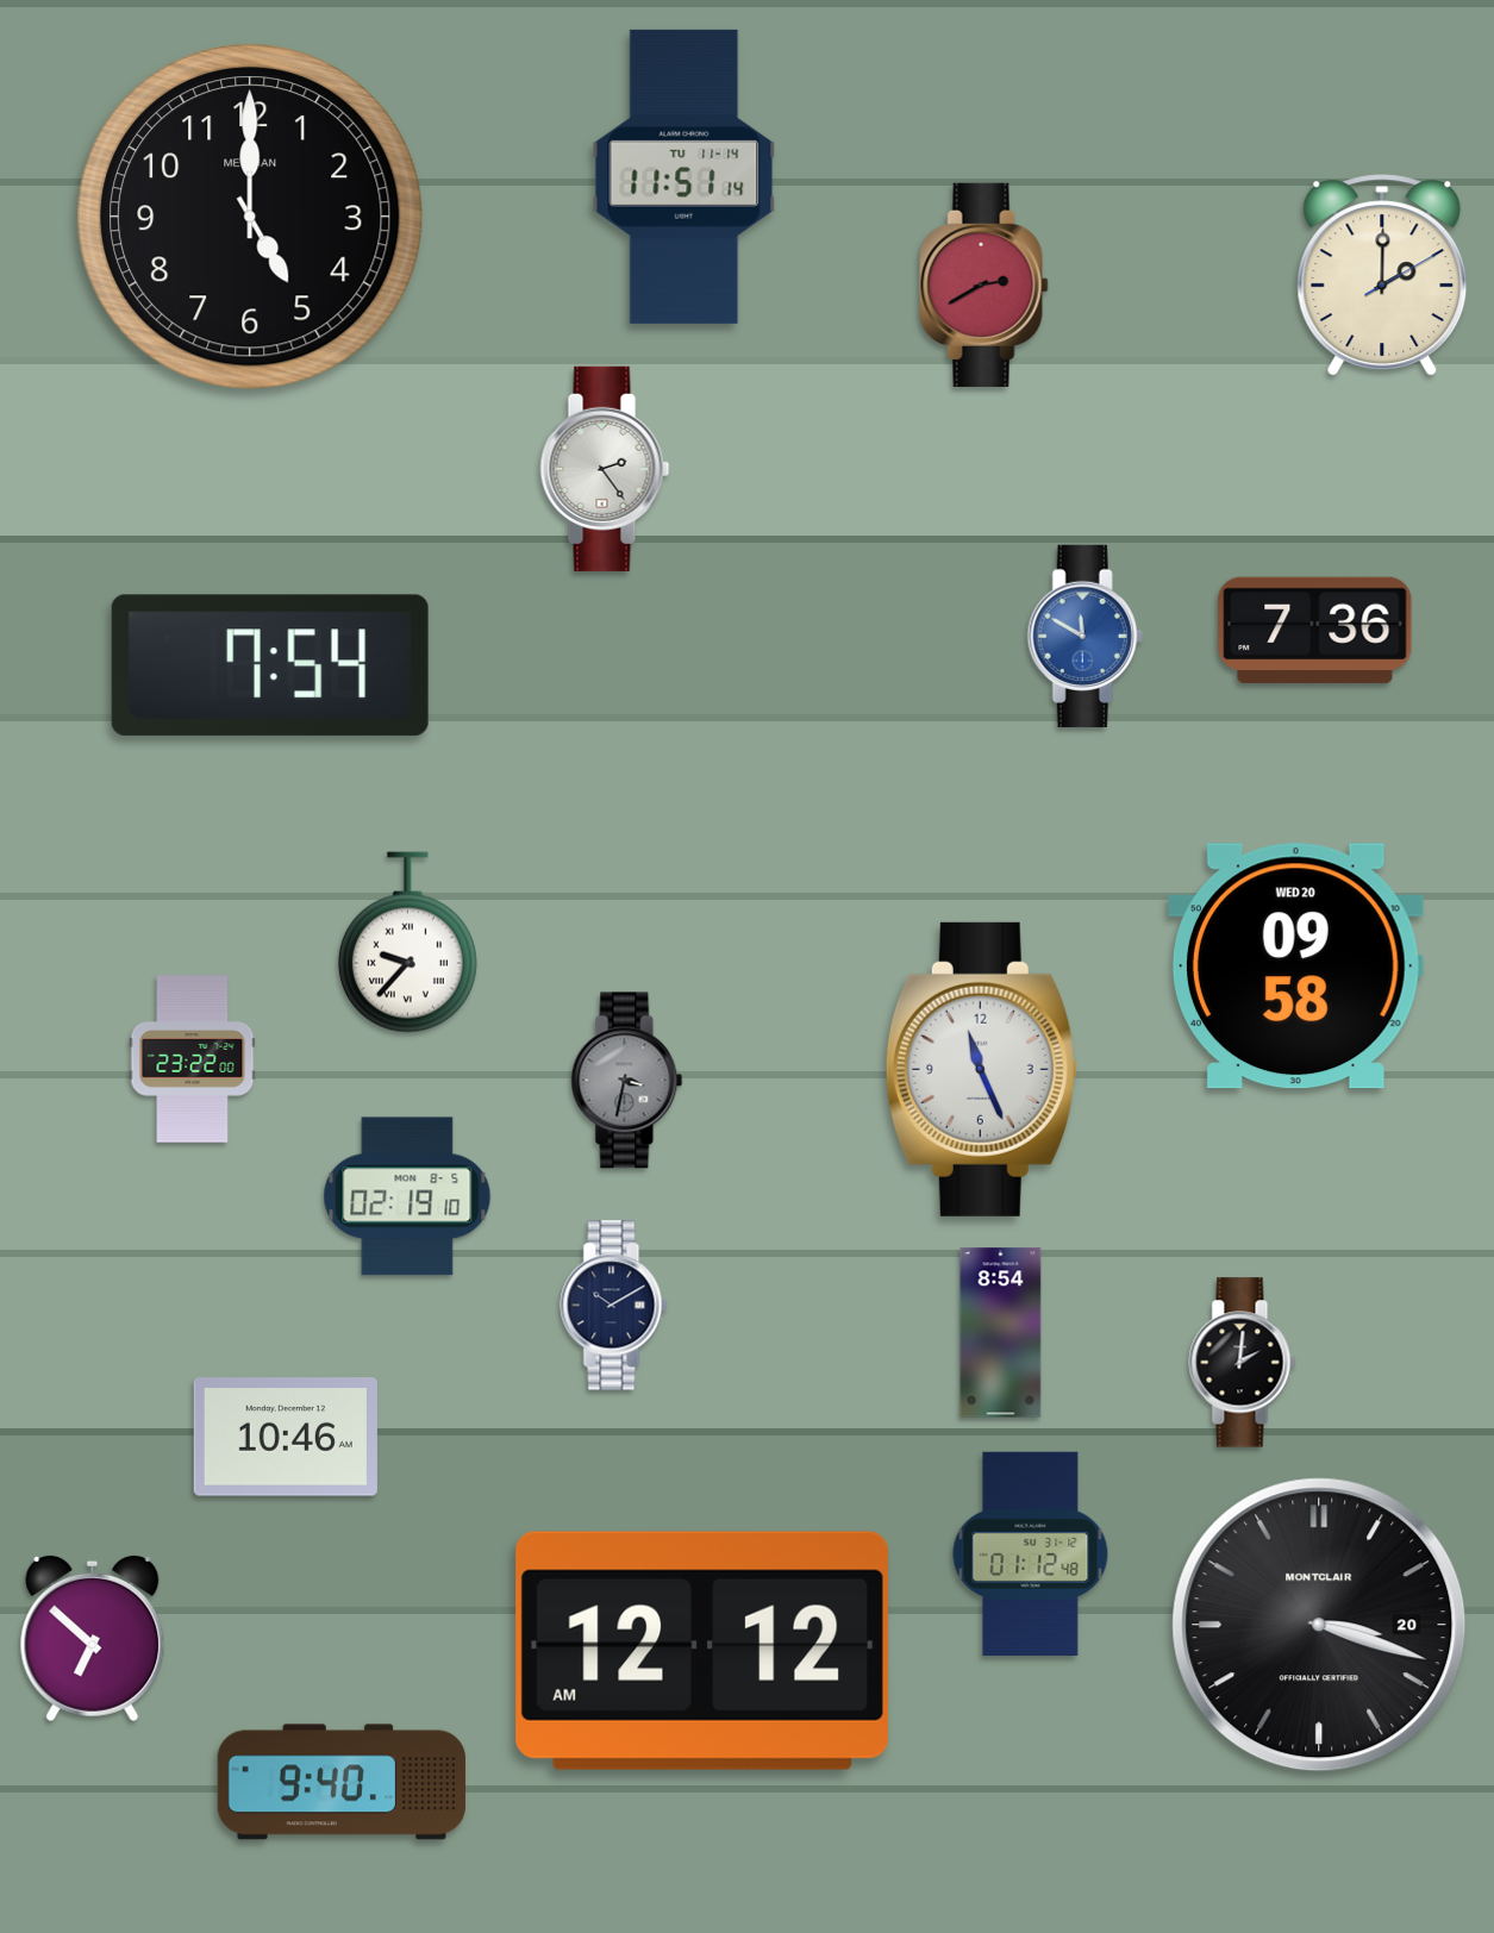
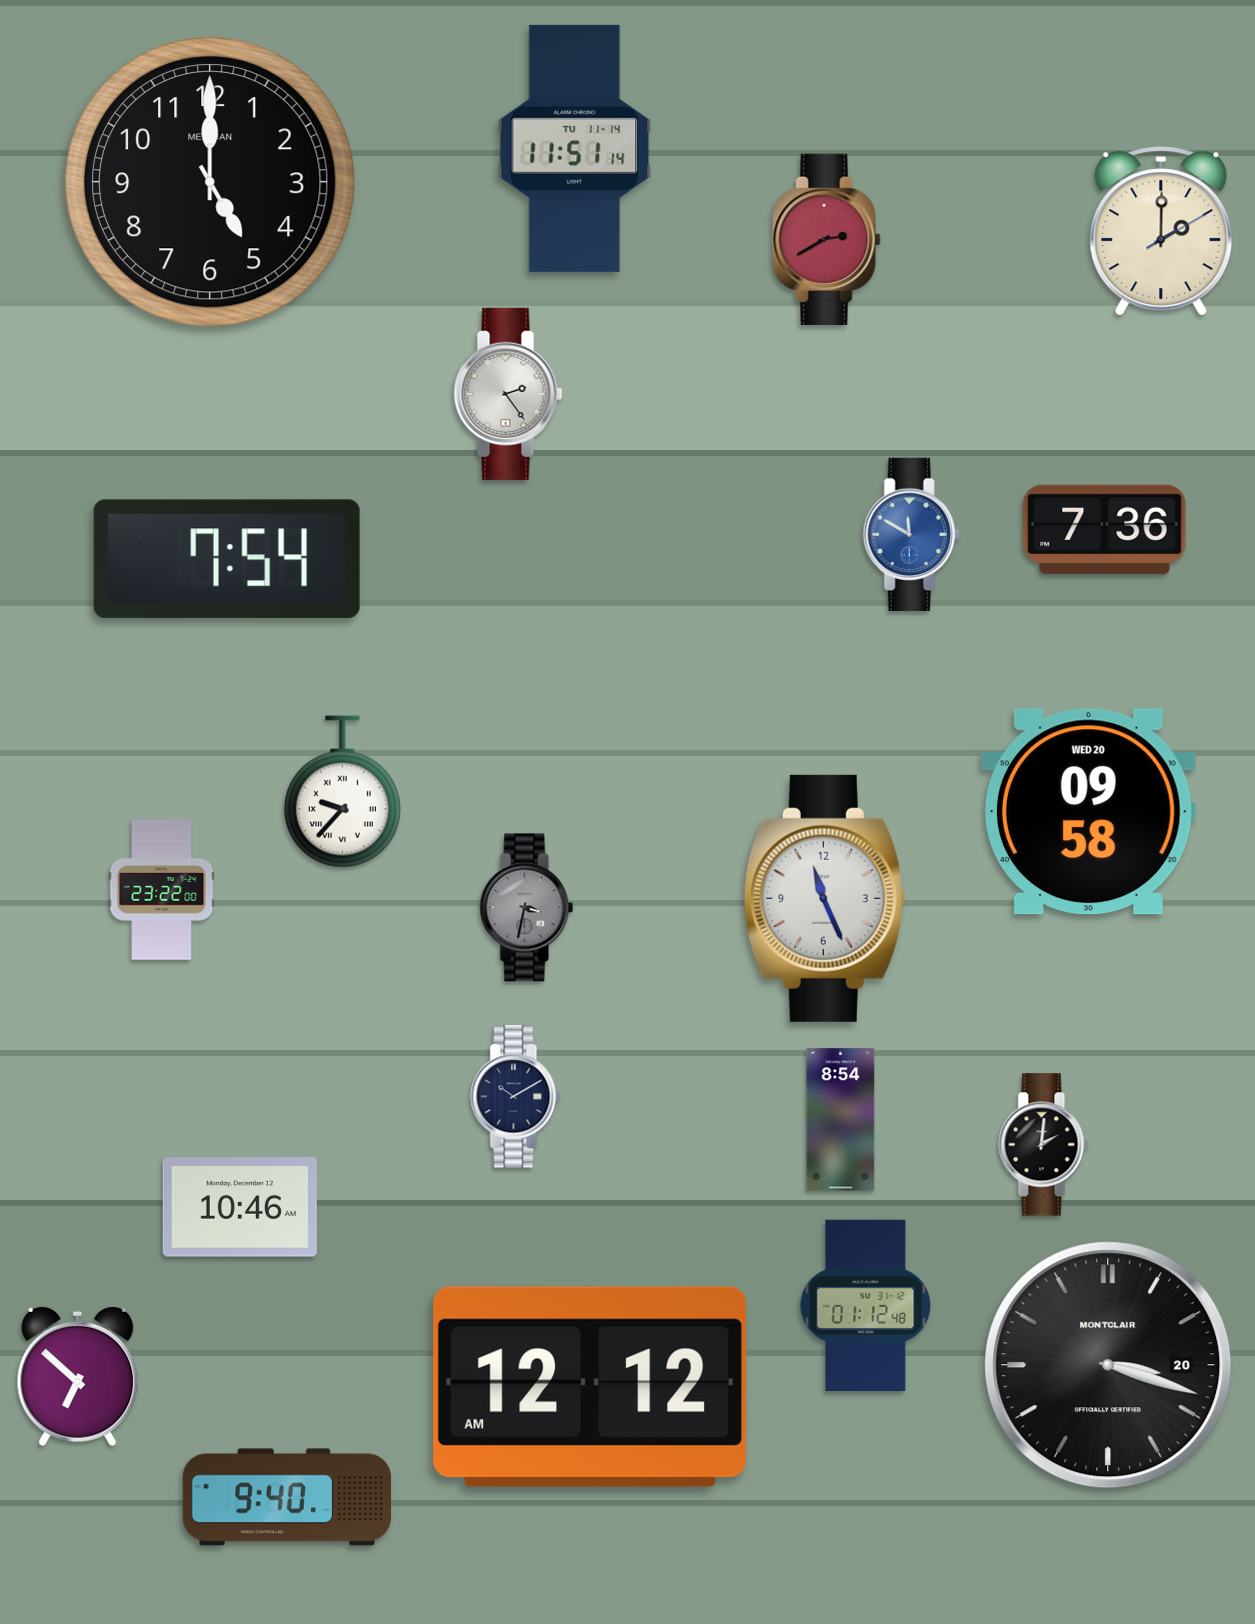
clock at (407, 1196): 02:19 -> none
